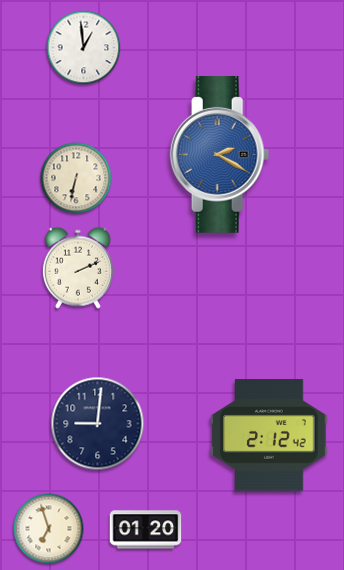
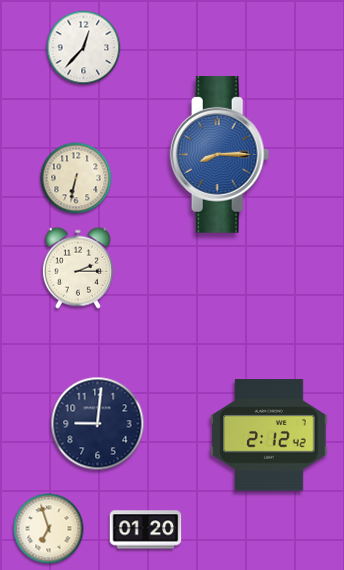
clock at (84, 48): 12:59 -> 12:37
clock at (220, 154): 2:20 -> 8:15
clock at (78, 268): 2:11 -> 2:15
